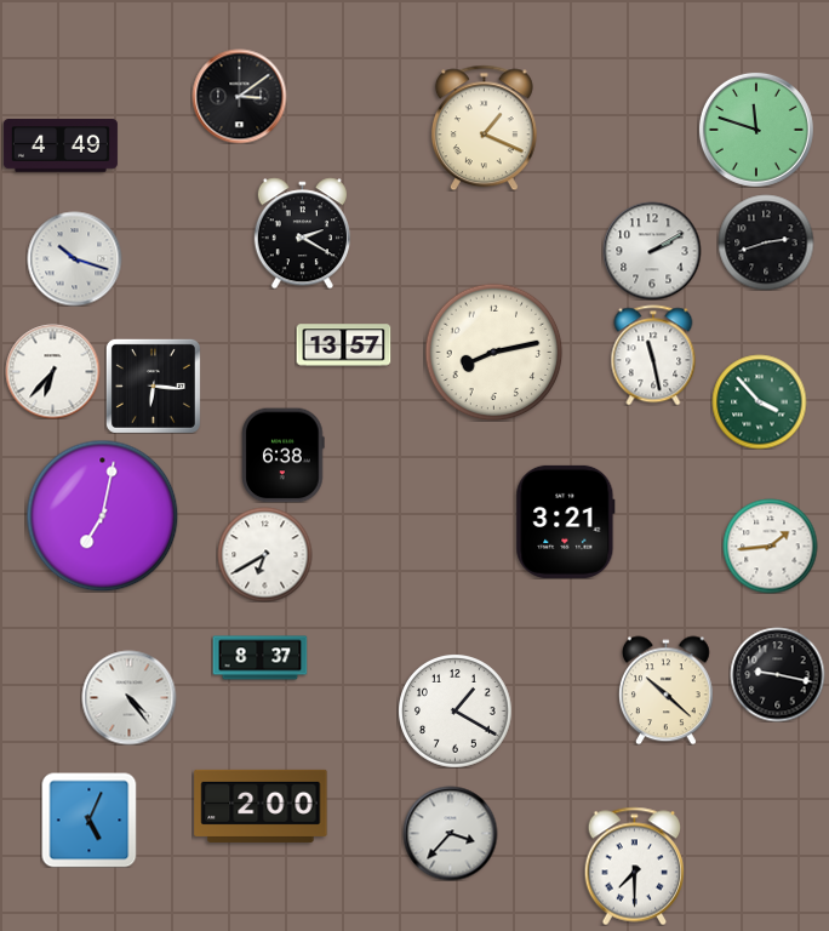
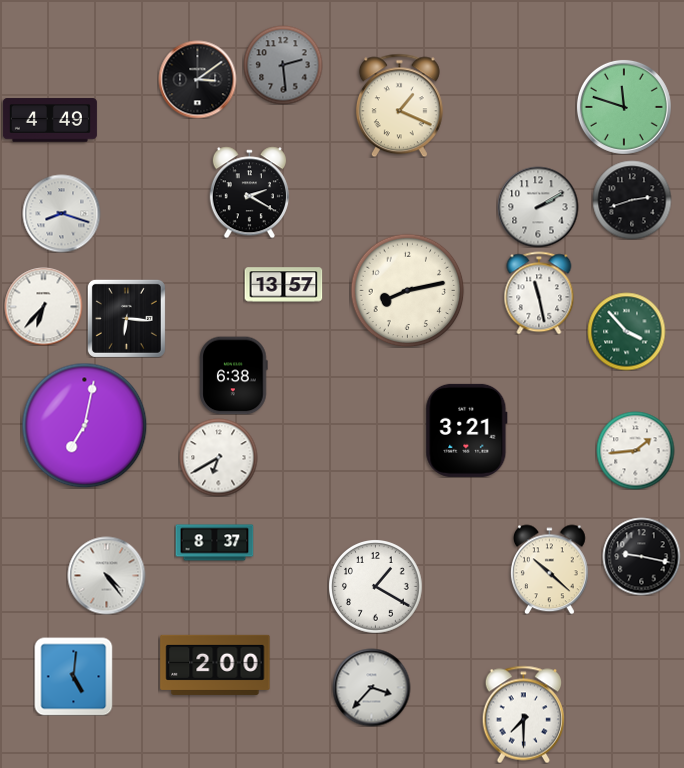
clock at (283, 65): none -> 2:29
clock at (74, 258): 10:18 -> 8:18
clock at (88, 819): 5:04 -> 5:01
